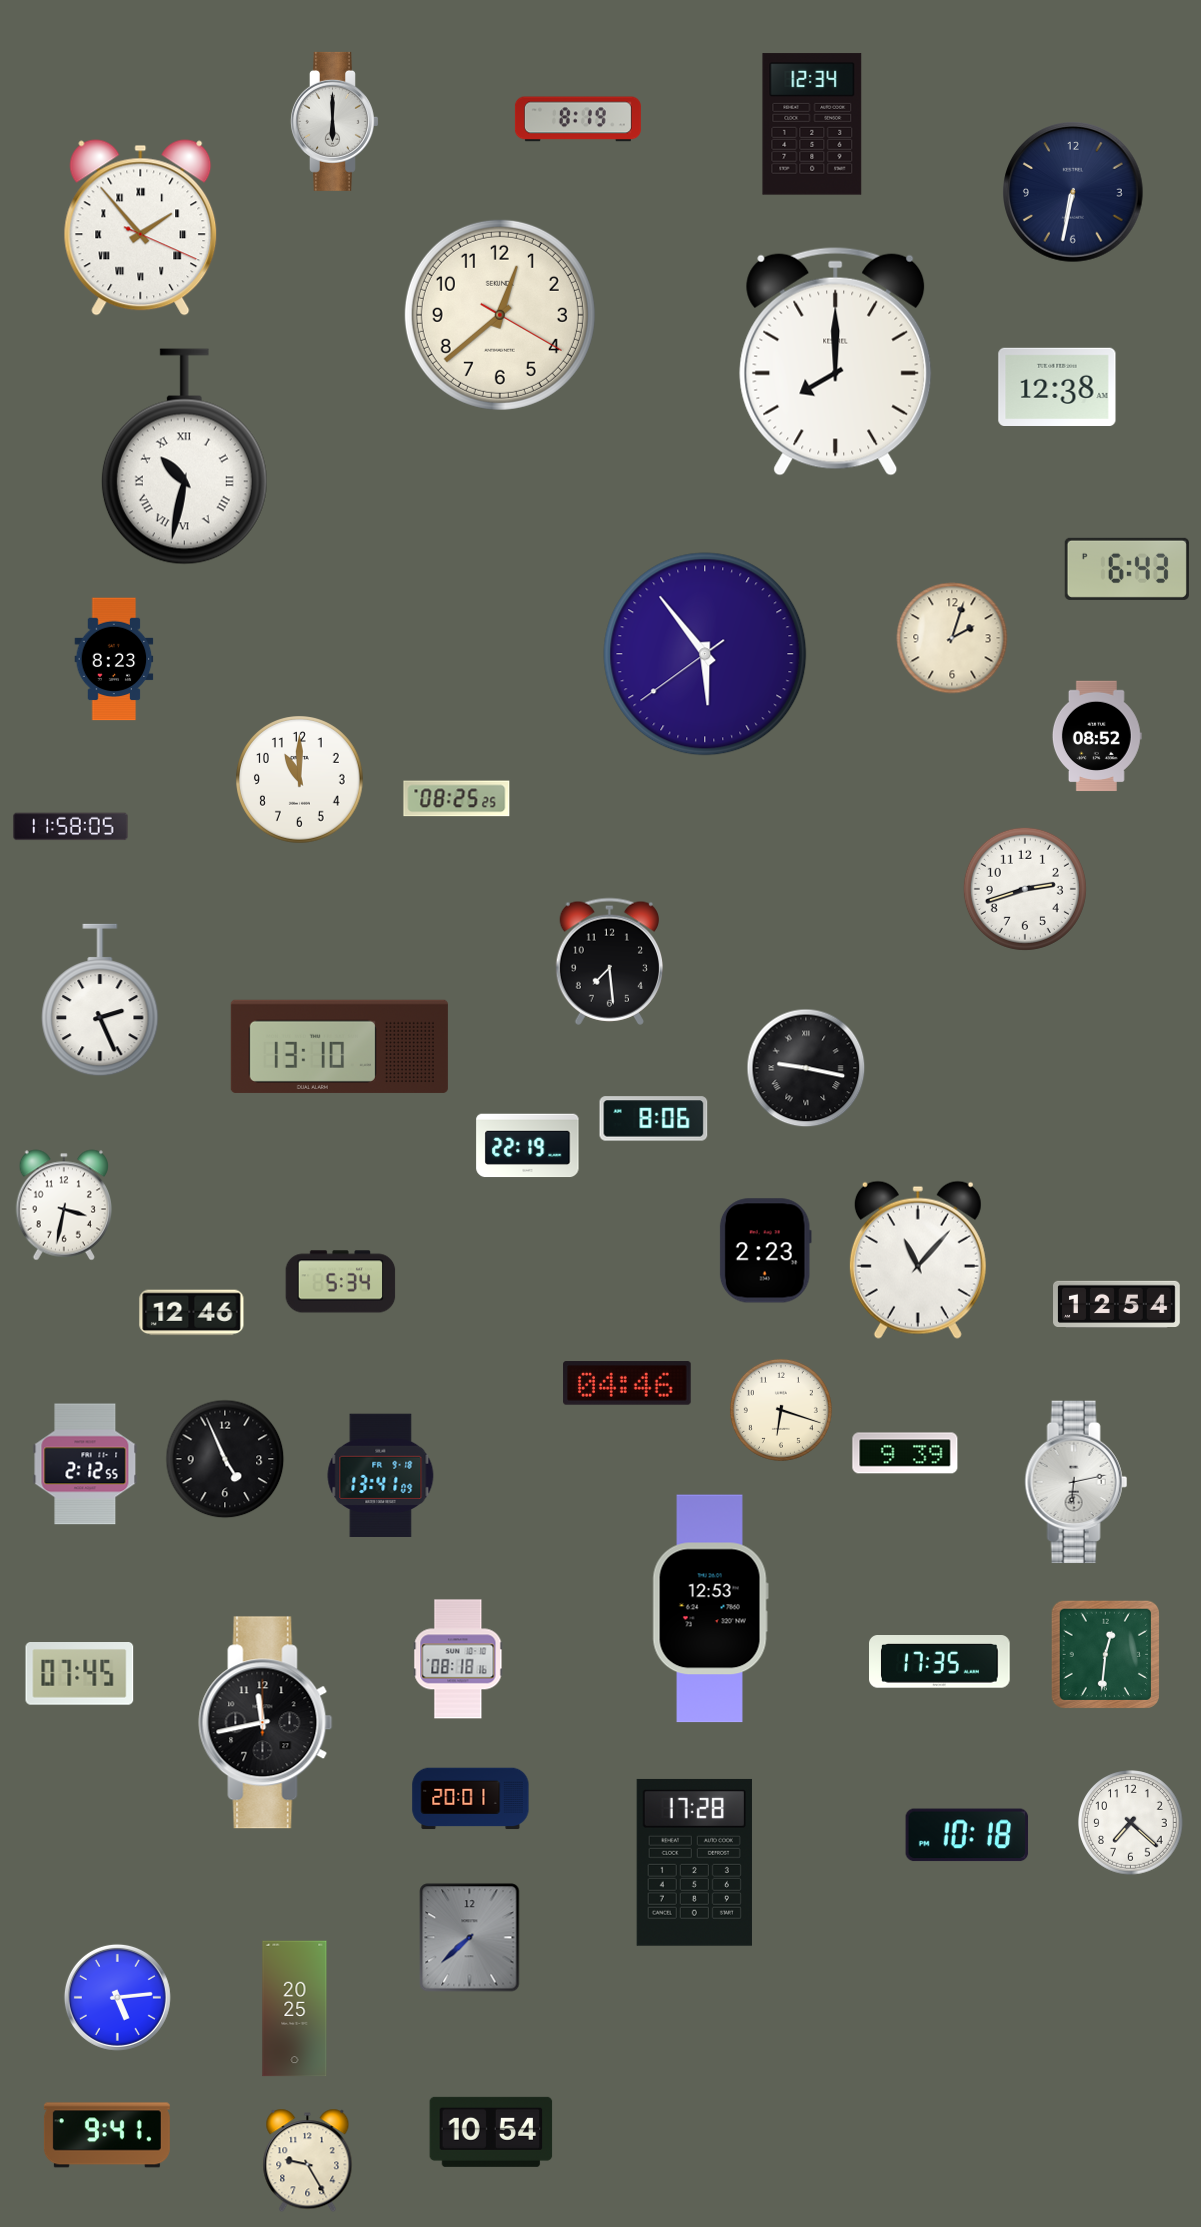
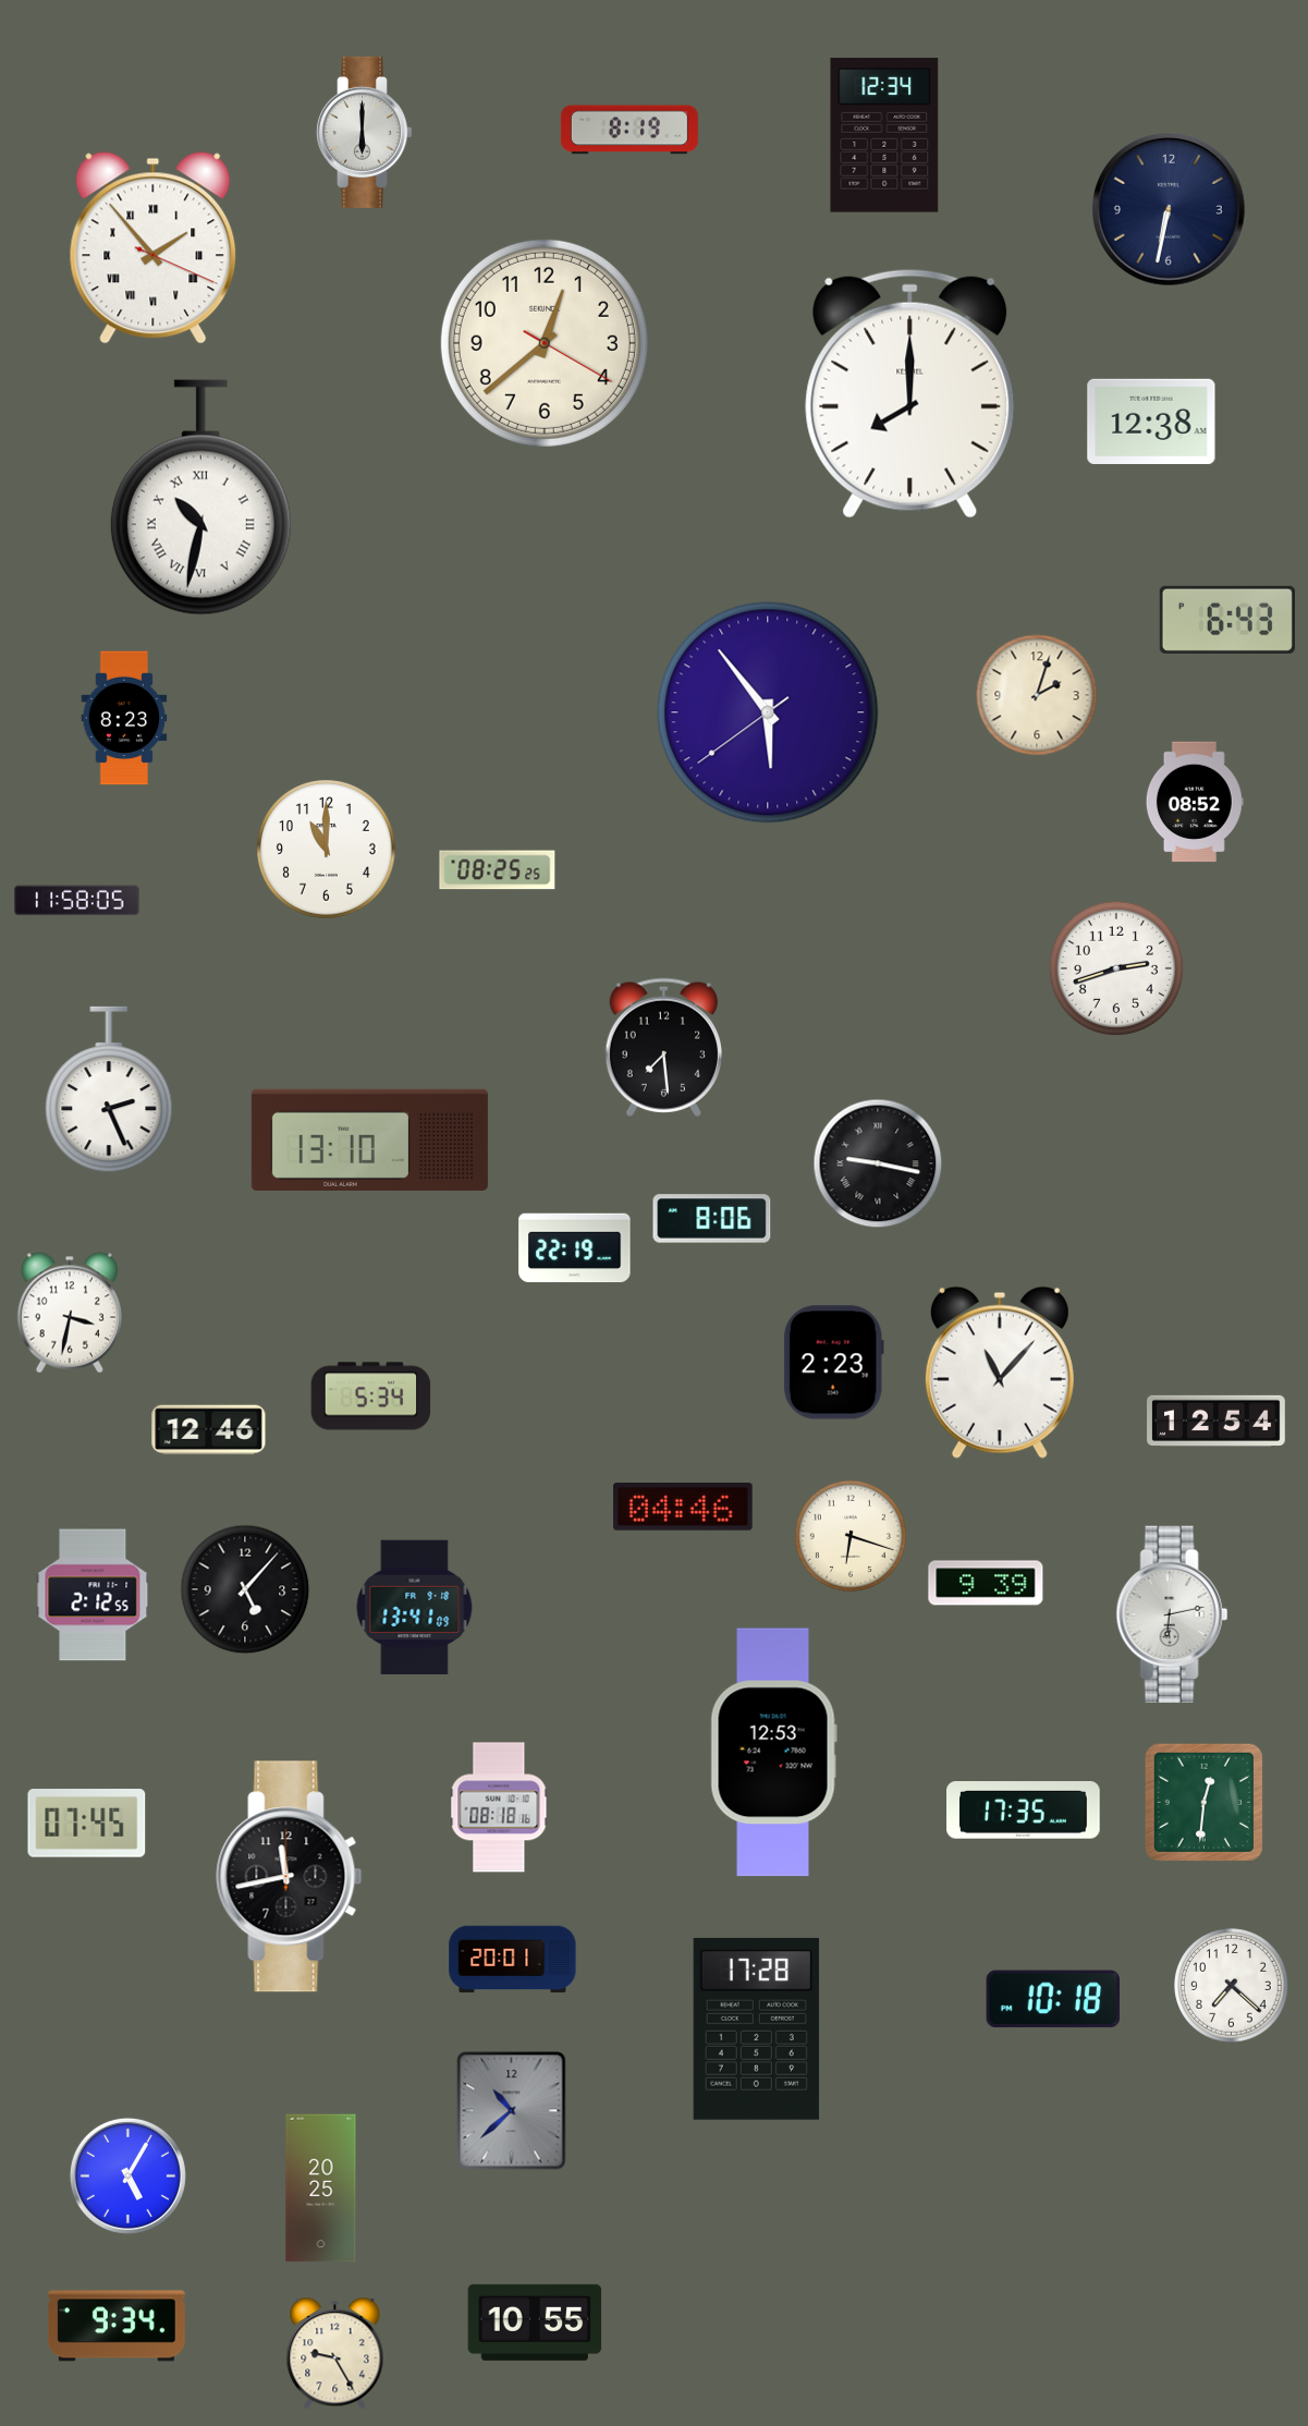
clock at (225, 1459): 4:56 -> 5:07
clock at (470, 1938): 7:38 -> 10:38
clock at (117, 1997): 5:14 -> 5:05
clock at (491, 2132): 10:54 -> 10:55
clock at (107, 2135): 9:41 -> 9:34
